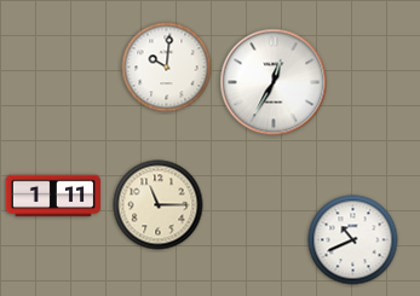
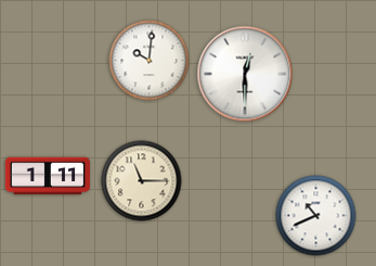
clock at (274, 82): 12:35 -> 12:30
clock at (159, 205) position: (159, 205) -> (142, 181)
